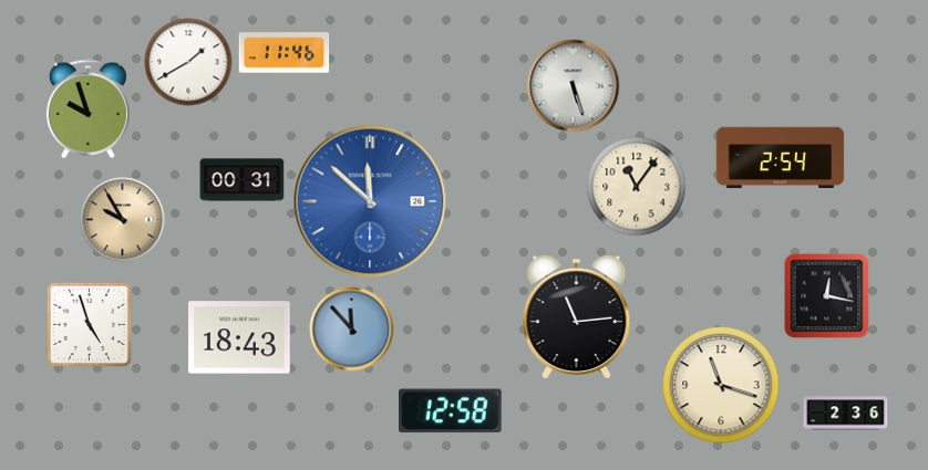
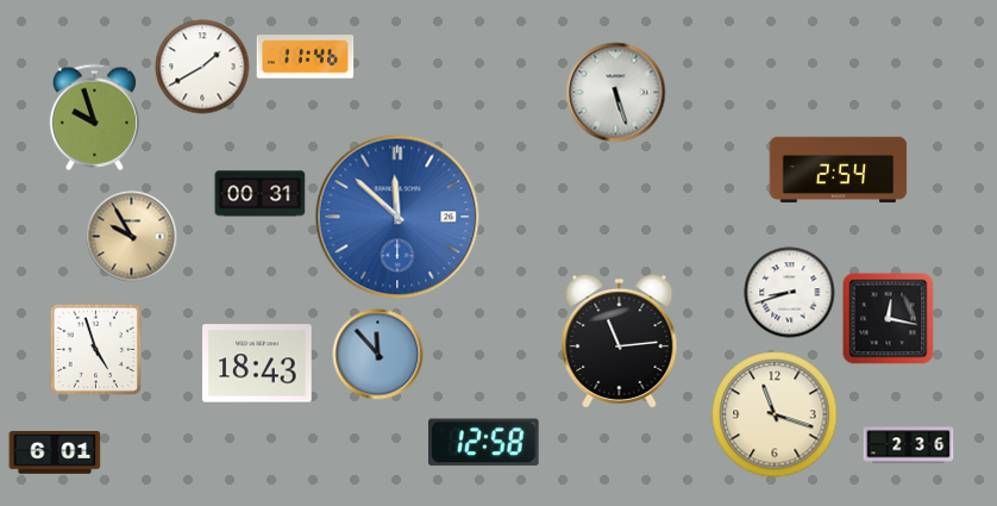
clock at (637, 187): 11:06 -> none
clock at (790, 293): none -> 8:42
clock at (55, 454): none -> 6:01
